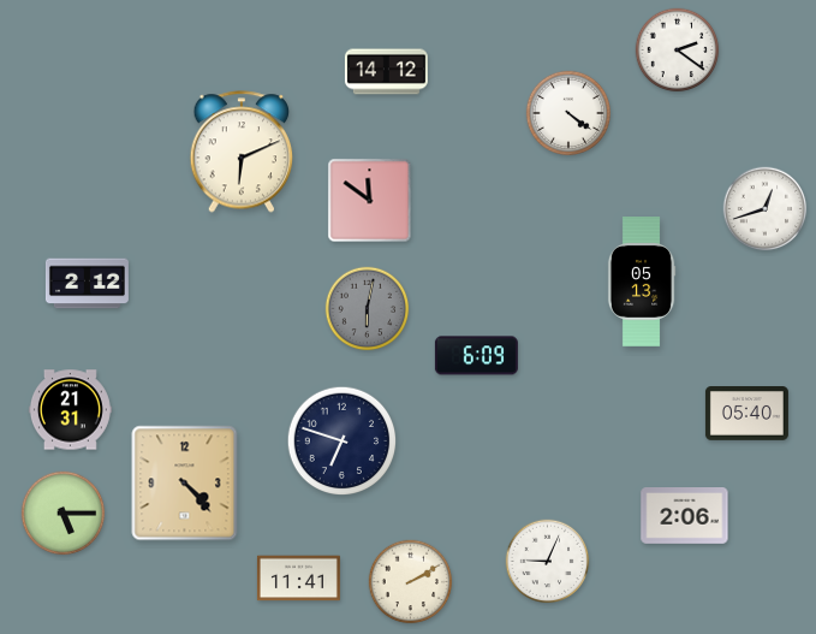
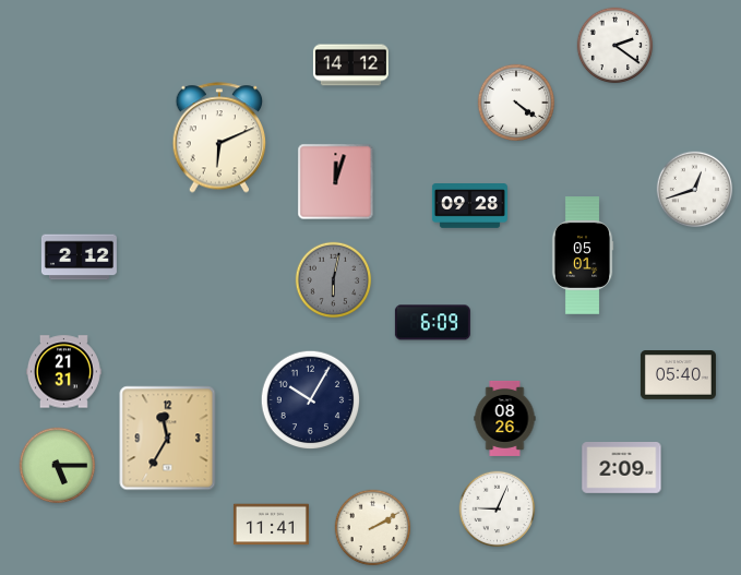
clock at (370, 201): 11:51 -> 12:03
clock at (469, 206): none -> 09:28
clock at (642, 282): 05:13 -> 05:01
clock at (343, 442): 6:48 -> 10:05
clock at (505, 418): none -> 08:26
clock at (185, 484): 4:23 -> 11:35
clock at (685, 516): 2:06 -> 2:09
